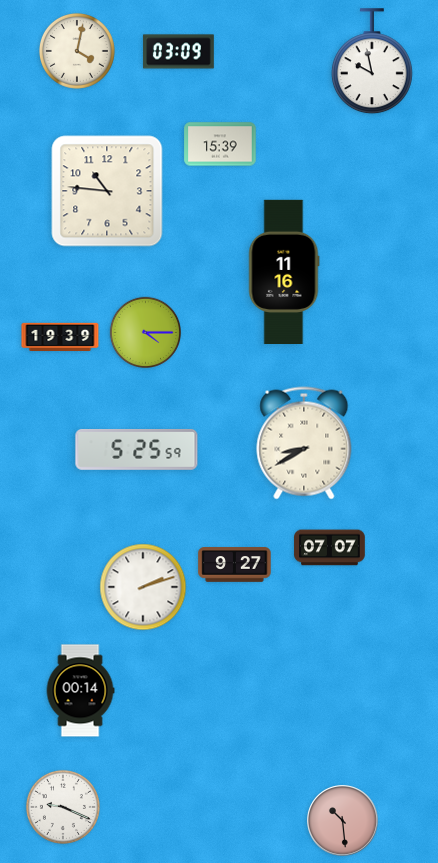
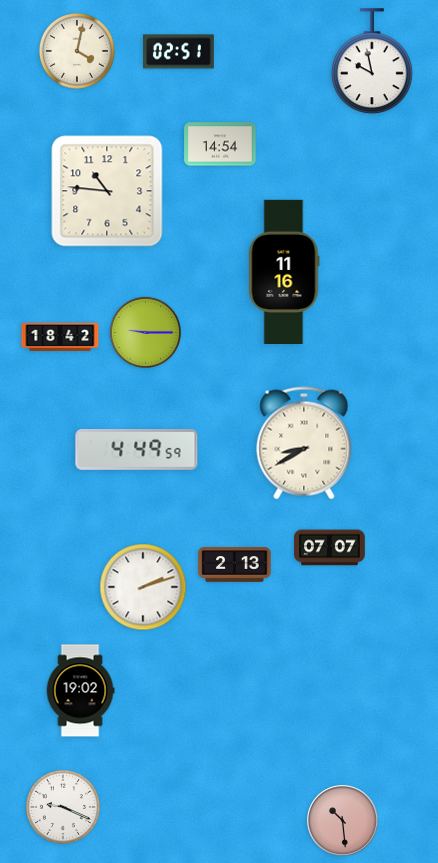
clock at (179, 52): 03:09 -> 02:51
clock at (220, 144): 15:39 -> 14:54
clock at (145, 332): 4:15 -> 9:15
clock at (60, 337): 19:39 -> 18:42
clock at (137, 450): 5:25 -> 4:49
clock at (235, 565): 9:27 -> 2:13
clock at (80, 691): 00:14 -> 19:02
